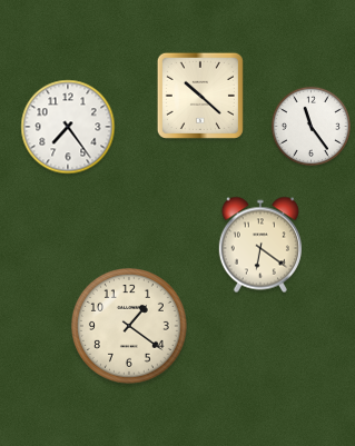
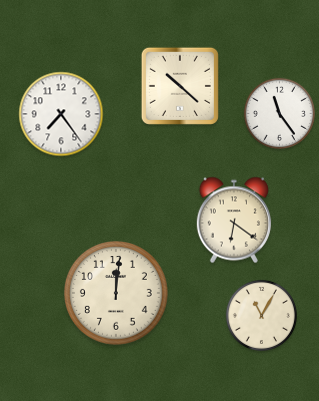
clock at (129, 326): 1:21 -> 12:01
clock at (261, 315): none -> 11:05
